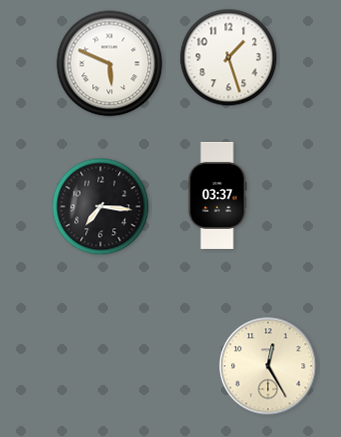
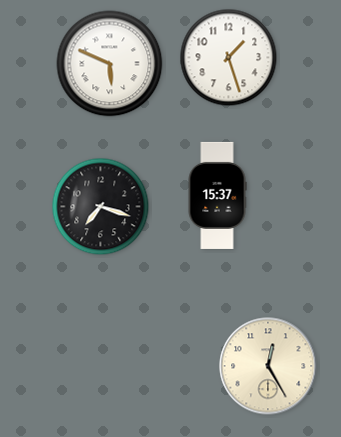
clock at (217, 195): 03:37 -> 15:37
clock at (101, 207): 7:16 -> 7:18
